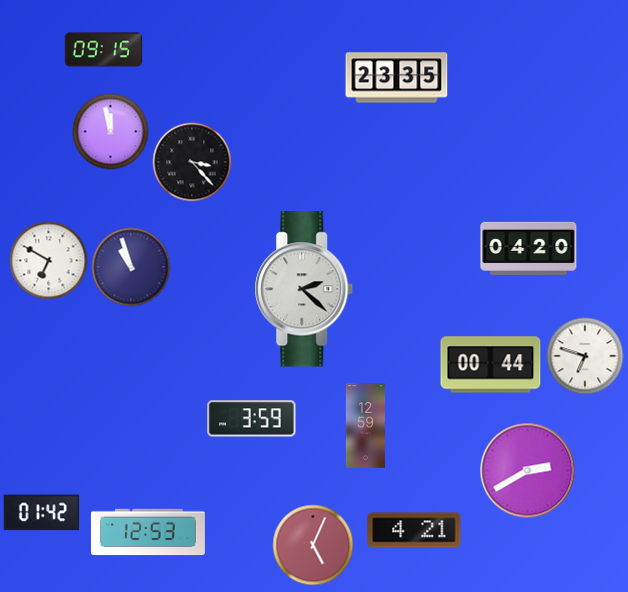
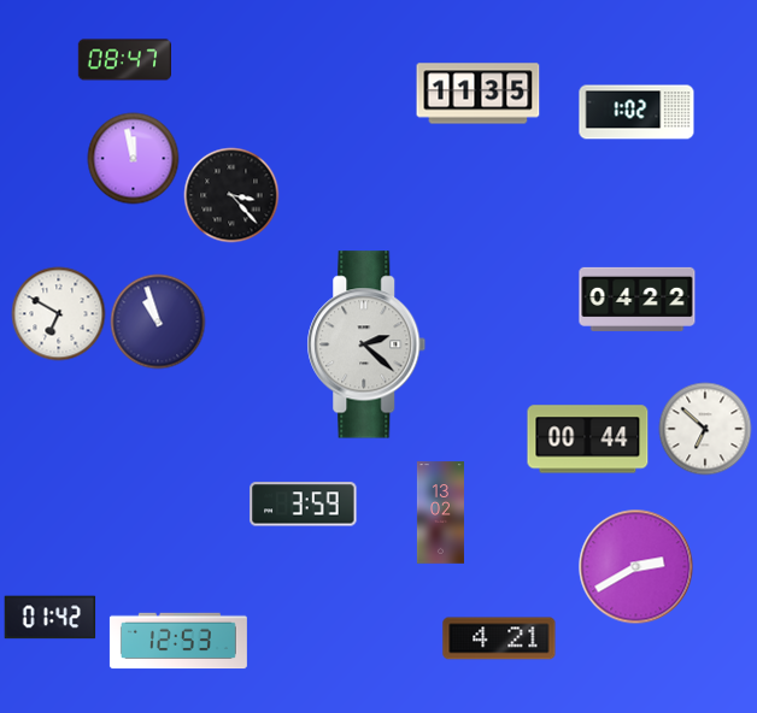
clock at (103, 50): 09:15 -> 08:47
clock at (397, 78): 23:35 -> 11:35
clock at (636, 112): none -> 1:02
clock at (529, 248): 04:20 -> 04:22
clock at (304, 289) position: (304, 289) -> (366, 344)
clock at (585, 356): 6:48 -> 6:52
clock at (491, 365) position: (491, 365) -> (588, 440)
clock at (365, 426): 12:59 -> 13:02
clock at (313, 545): 5:04 -> none
